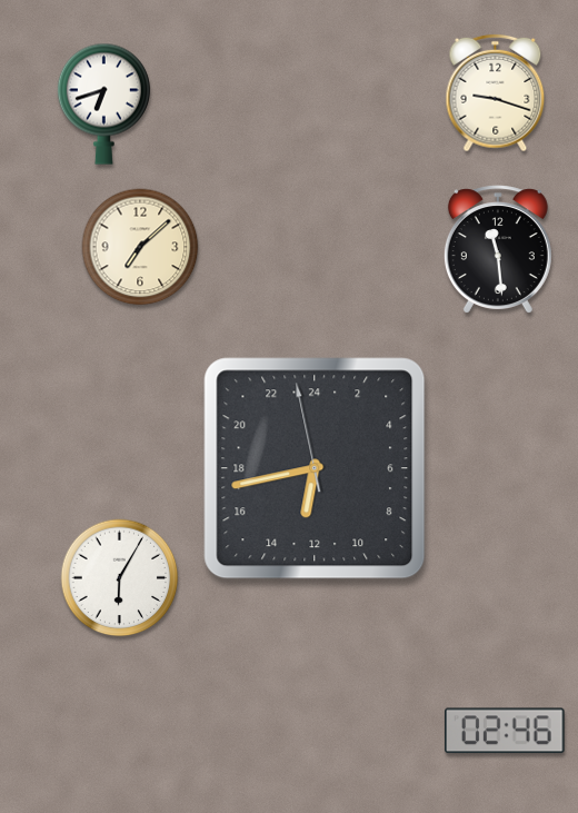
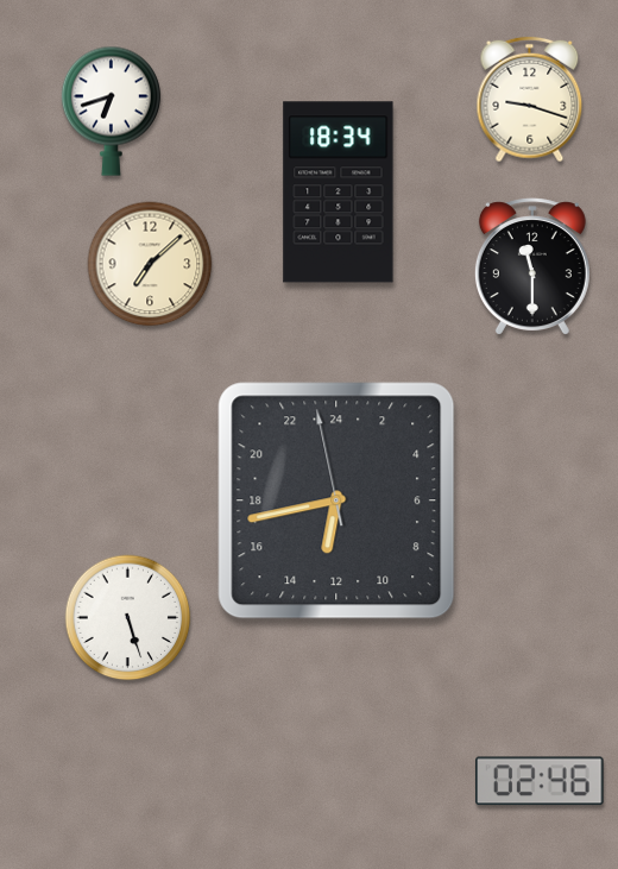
clock at (339, 193): none -> 18:34
clock at (498, 249): 11:29 -> 11:30
clock at (120, 578): 6:05 -> 5:27
